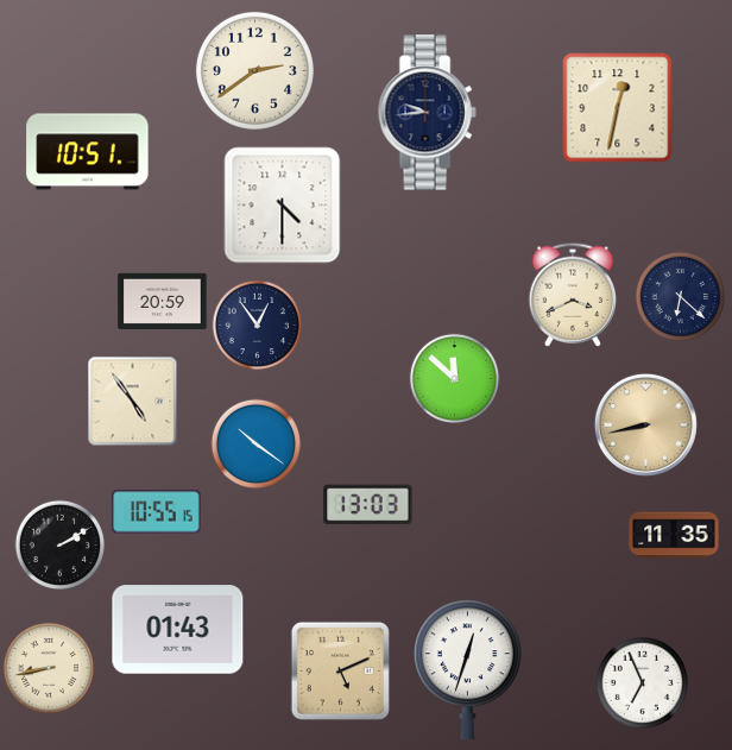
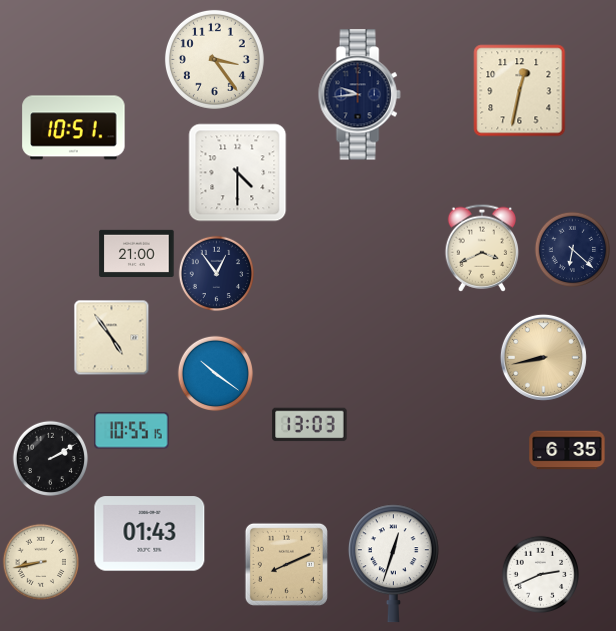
clock at (254, 70): 2:39 -> 3:24
clock at (163, 301): 20:59 -> 21:00
clock at (455, 379): 11:52 -> none
clock at (674, 535): 11:35 -> 6:35
clock at (178, 630) position: (178, 630) -> (150, 534)
clock at (340, 670): 5:11 -> 8:11
clock at (642, 682): 6:56 -> 2:41
